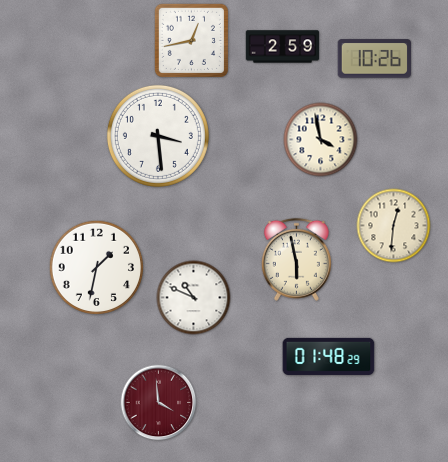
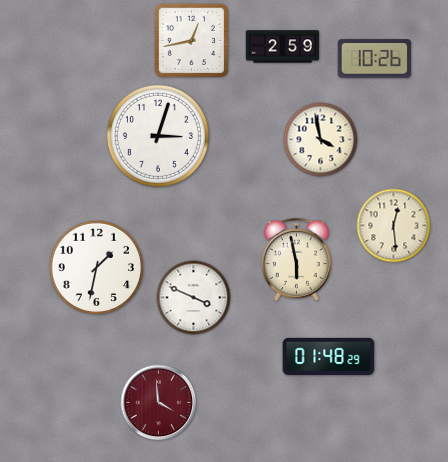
clock at (158, 136): 3:29 -> 3:03
clock at (394, 226): 12:31 -> 12:29
clock at (194, 298): 10:49 -> 3:49
